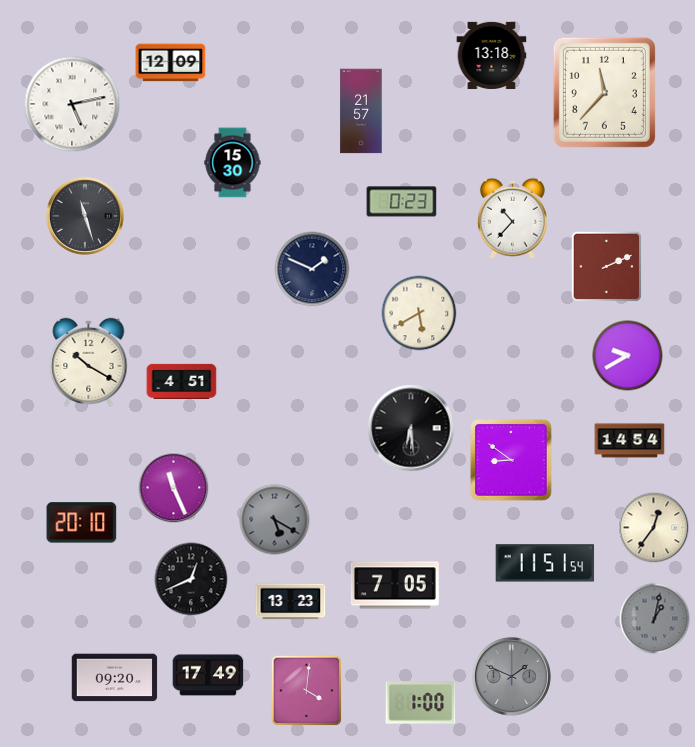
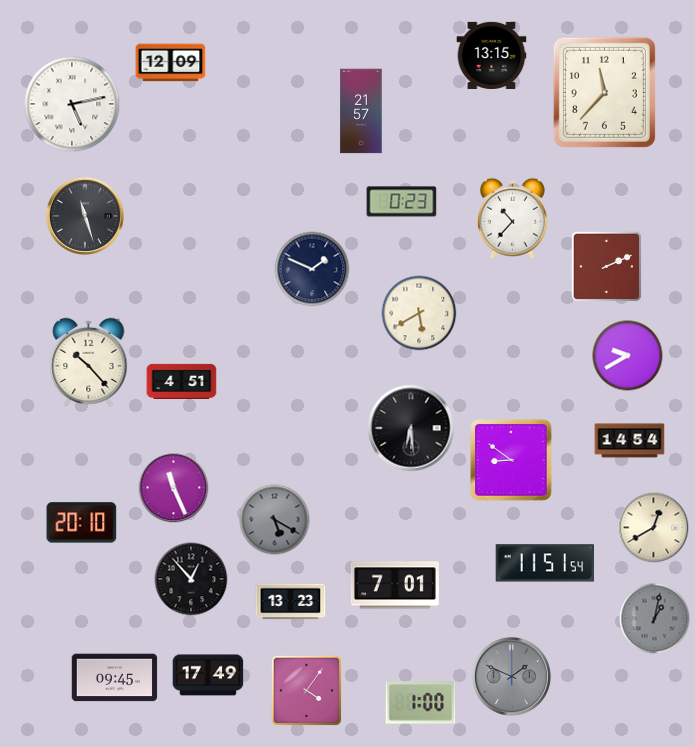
clock at (492, 55): 13:18 -> 13:15
clock at (233, 163): 15:30 -> none
clock at (89, 362): 10:20 -> 10:23
clock at (654, 528): 12:36 -> 12:40
clock at (191, 579): 12:41 -> 12:53
clock at (395, 585): 7:05 -> 7:01
clock at (115, 678): 09:20 -> 09:45
clock at (307, 691): 4:01 -> 4:06
